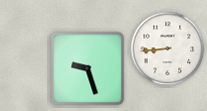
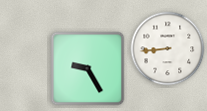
clock at (88, 69): 9:27 -> 9:25
